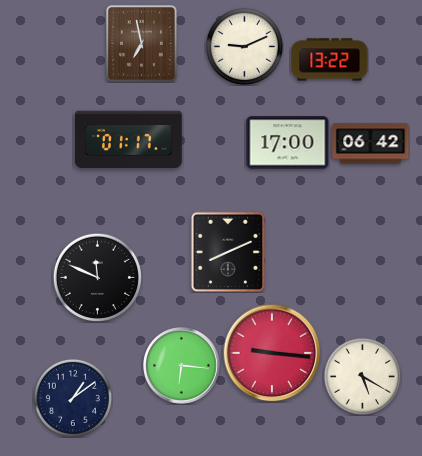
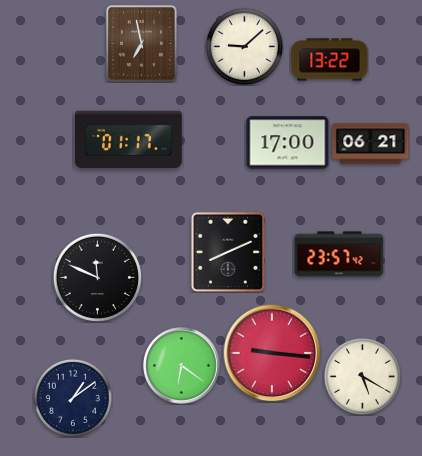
clock at (244, 46): 9:11 -> 9:08
clock at (371, 144): 06:42 -> 06:21
clock at (339, 254): none -> 23:57
clock at (182, 366): 6:16 -> 6:21
